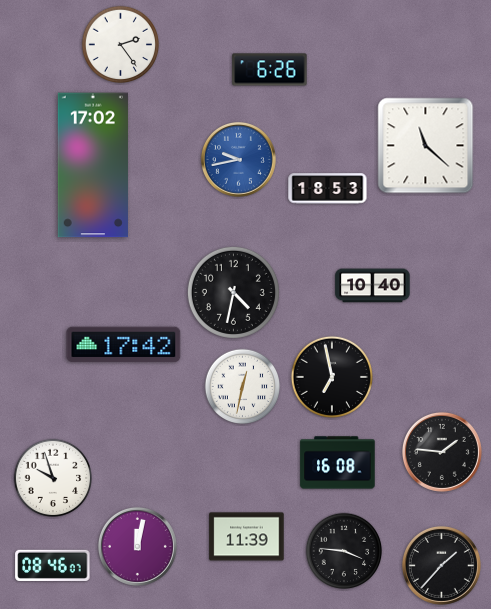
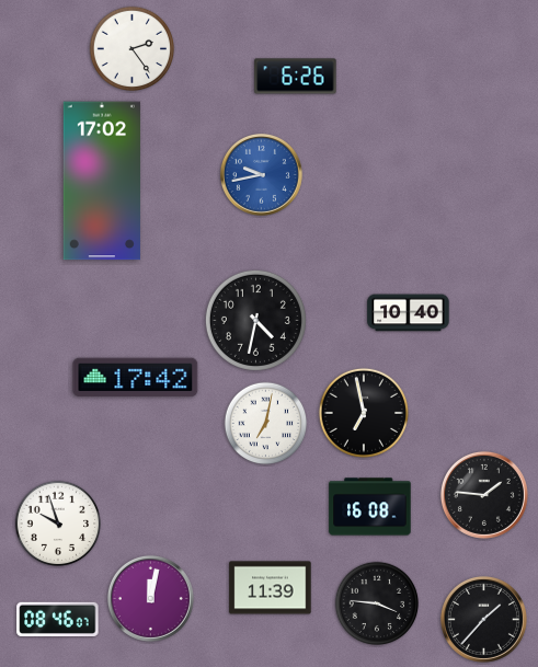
clock at (426, 146): 11:22 -> none
clock at (328, 189): 18:53 -> none
clock at (243, 387): 12:32 -> 7:02
